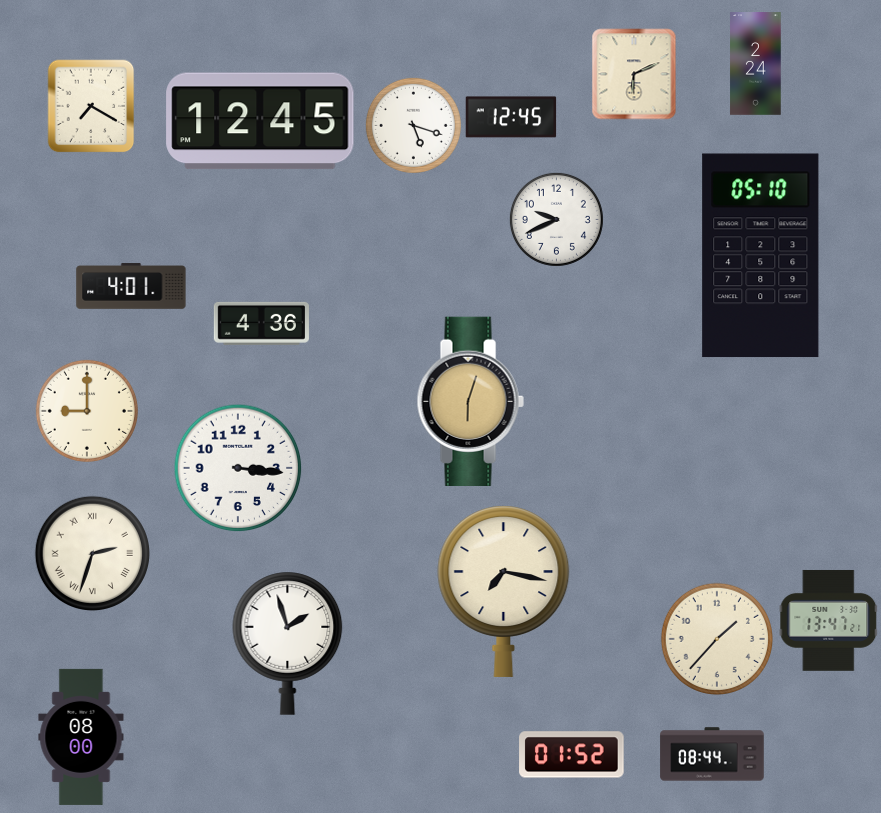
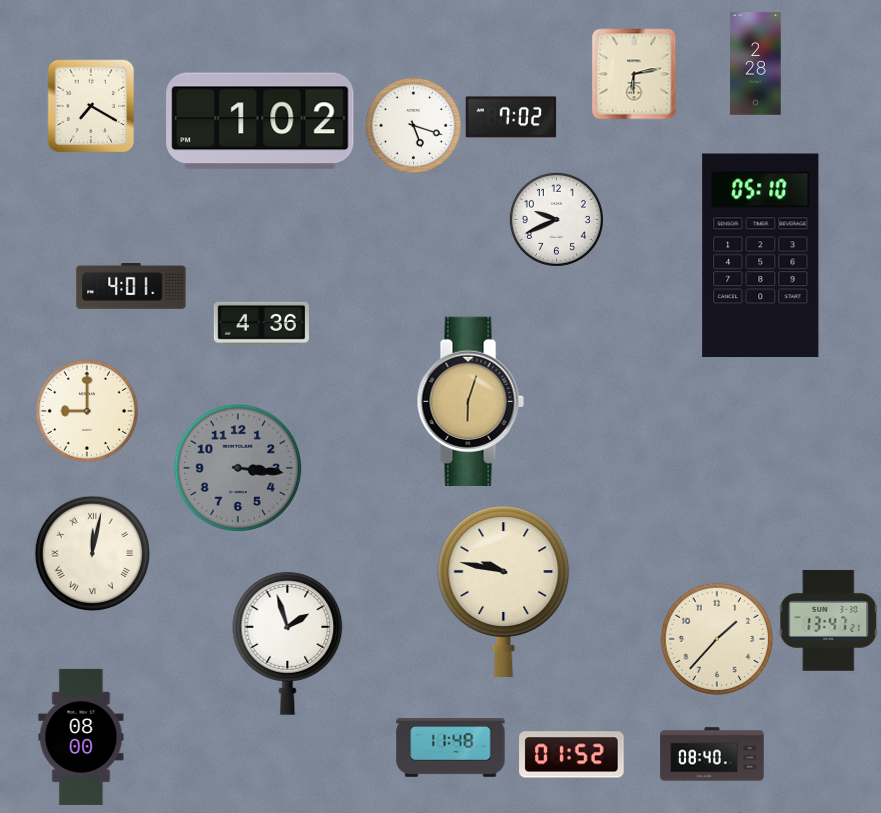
clock at (756, 64): 2:24 -> 2:28
clock at (634, 74): 6:11 -> 6:13
clock at (511, 117): 12:45 -> 7:02
clock at (260, 121): 12:45 -> 1:02
clock at (238, 468) dial: white -> grey
clock at (92, 553): 2:33 -> 12:02
clock at (504, 591): 7:17 -> 9:47
clock at (451, 748): none -> 11:48
clock at (712, 754): 08:44 -> 08:40
